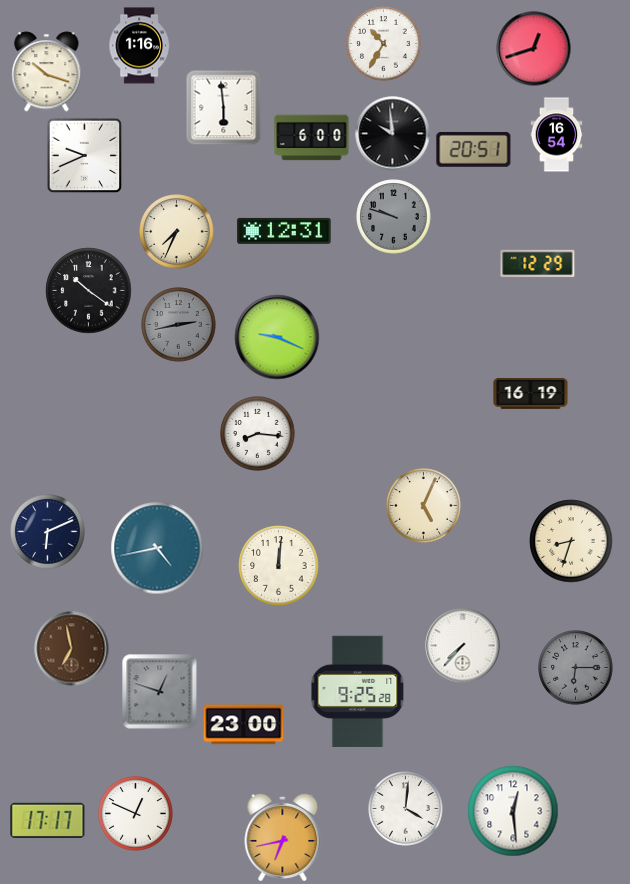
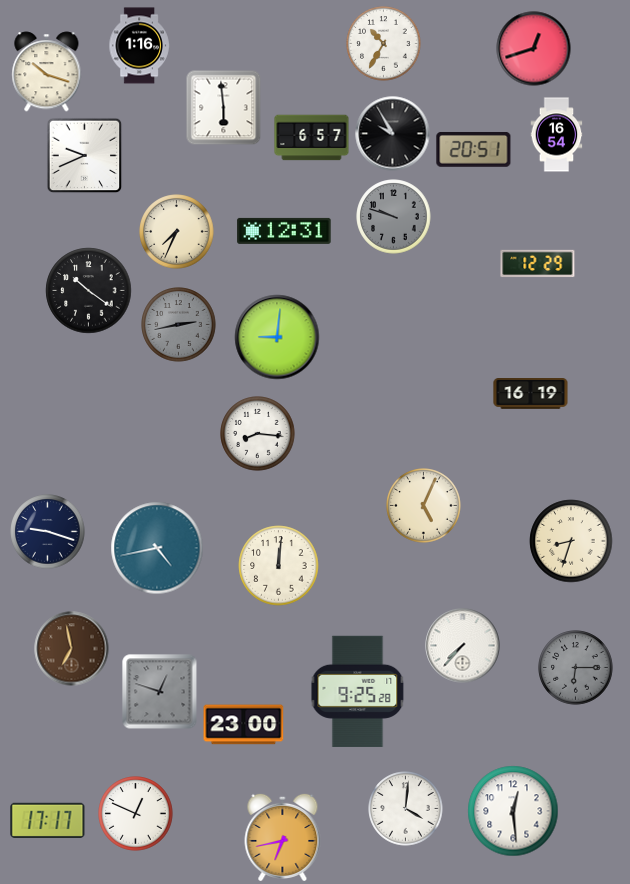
clock at (393, 134): 9:59 -> 9:55
clock at (312, 138): 6:00 -> 6:57
clock at (277, 337): 9:19 -> 9:01
clock at (48, 532): 6:11 -> 9:18
